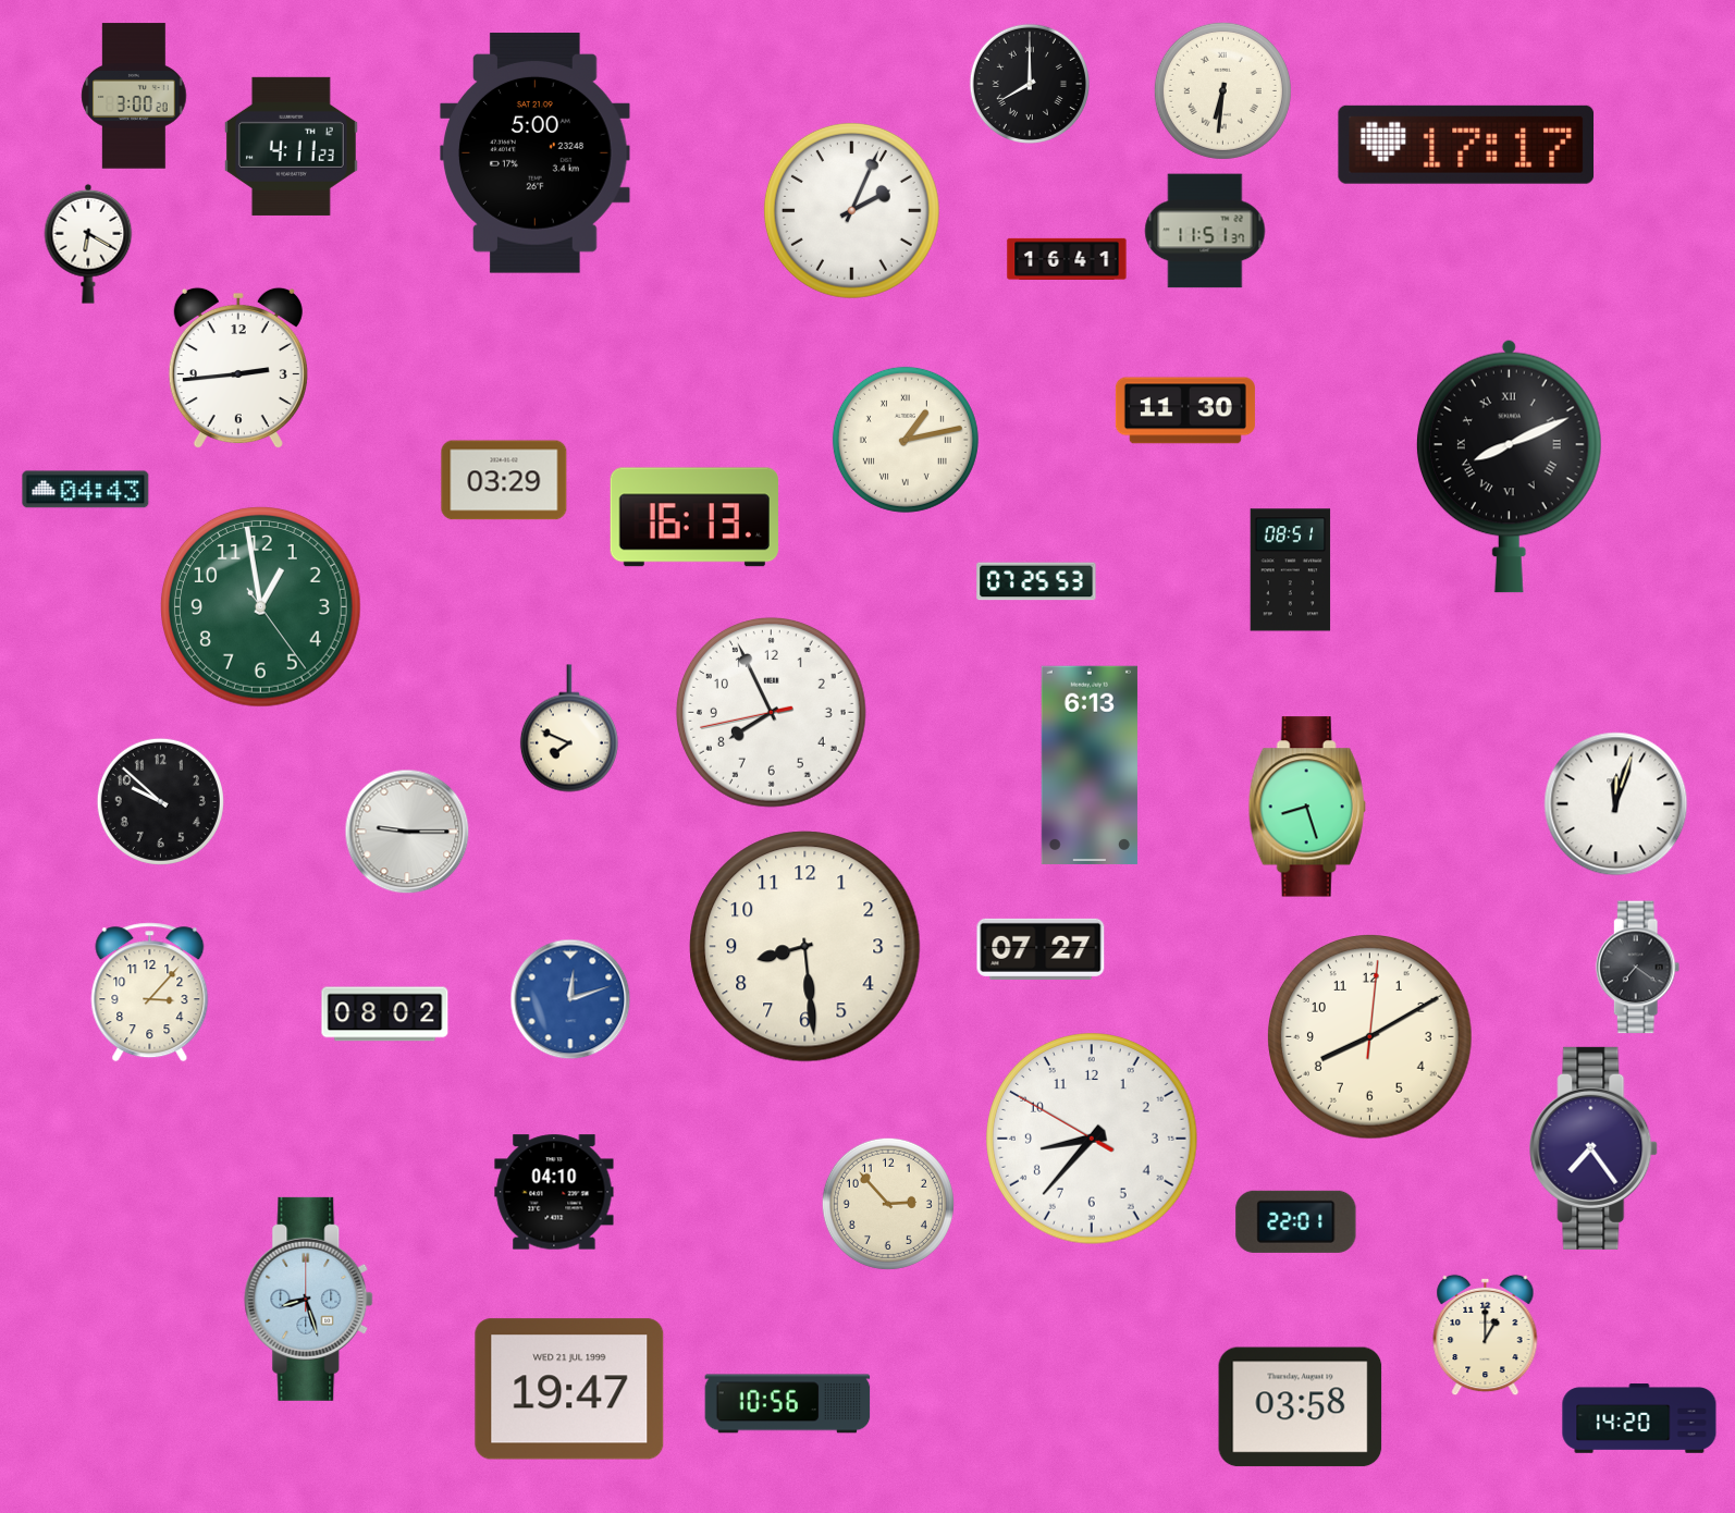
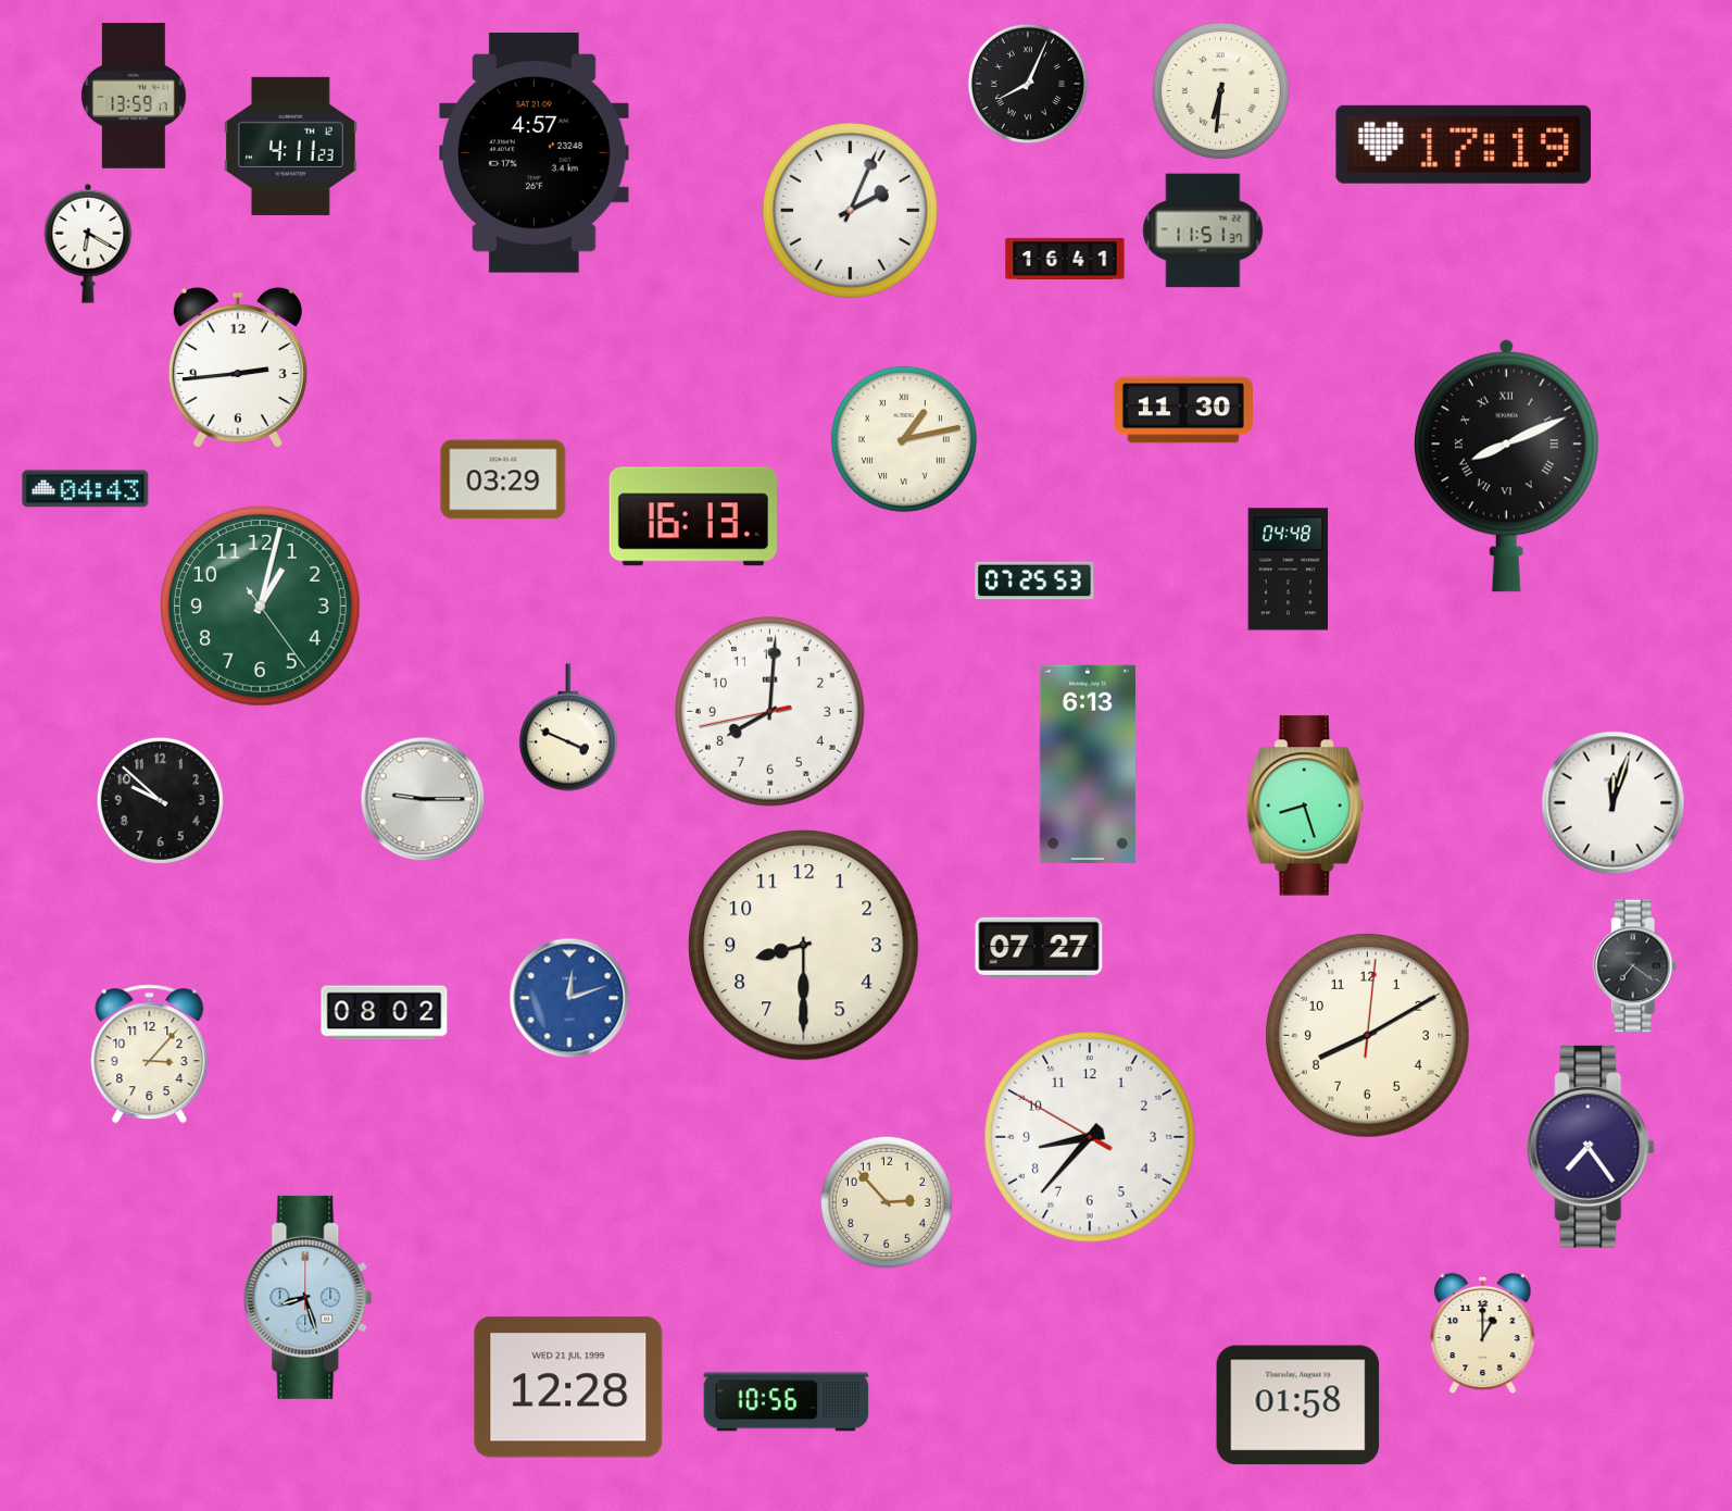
clock at (1030, 84): 8:00 -> 8:04
clock at (134, 96): 3:00 -> 13:59
clock at (1466, 145): 17:17 -> 17:19
clock at (536, 153): 5:00 -> 4:57
clock at (1291, 570): 08:51 -> 04:48
clock at (261, 607): 12:58 -> 1:02
clock at (771, 712): 7:55 -> 8:00
clock at (569, 728): 7:49 -> 3:49
clock at (407, 832) position: (407, 832) -> (423, 799)
clock at (805, 947): 8:29 -> 8:30
clock at (150, 993) position: (150, 993) -> (150, 1054)
clock at (554, 1192): 04:10 -> none
clock at (1296, 1221): 22:01 -> none
clock at (569, 1389): 19:47 -> 12:28
clock at (1301, 1407): 03:58 -> 01:58
clock at (1639, 1418): 14:20 -> none
